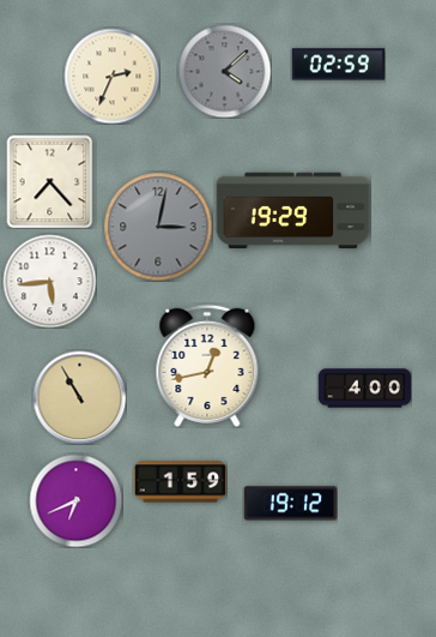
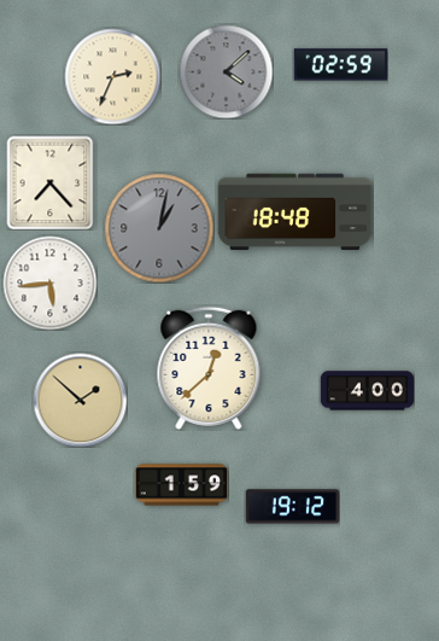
clock at (293, 211): 19:29 -> 18:48
clock at (158, 227): 3:02 -> 1:02
clock at (207, 366): 12:43 -> 12:38
clock at (79, 397): 10:55 -> 1:52
clock at (75, 500): 6:41 -> none
